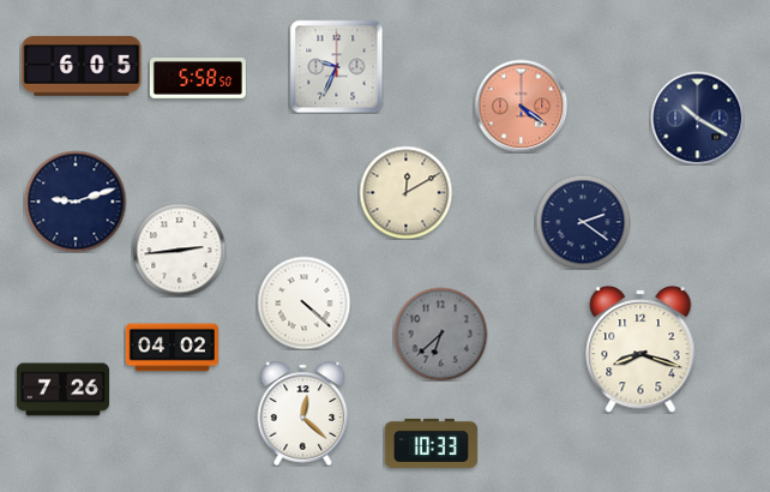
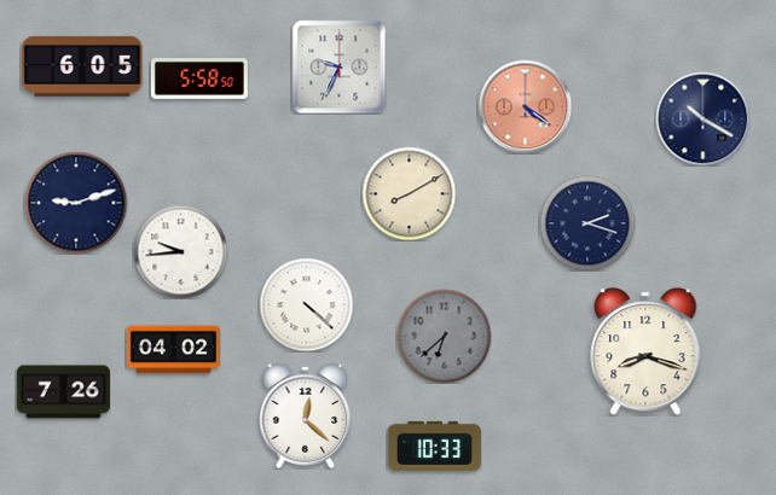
clock at (405, 192): 12:10 -> 8:10
clock at (583, 222): 2:21 -> 2:18
clock at (179, 250): 2:44 -> 9:44
